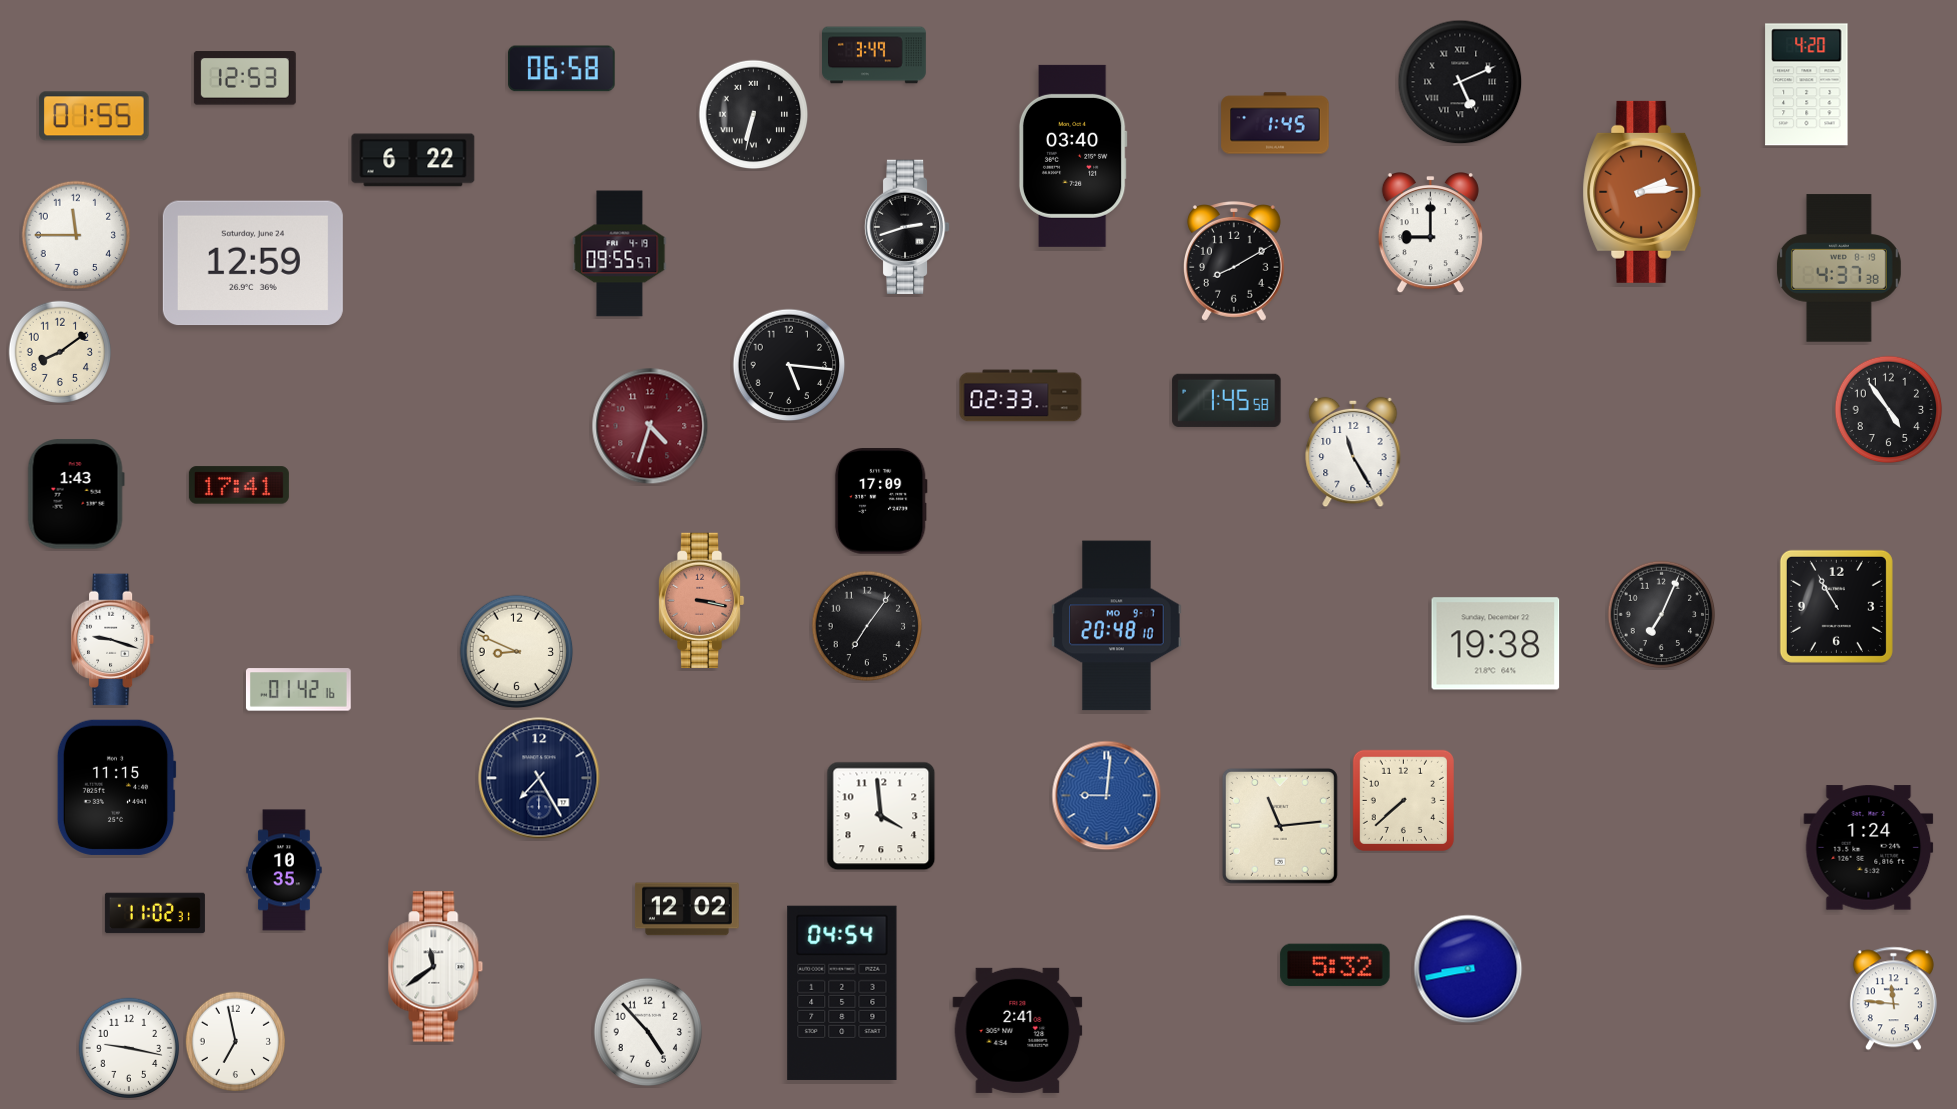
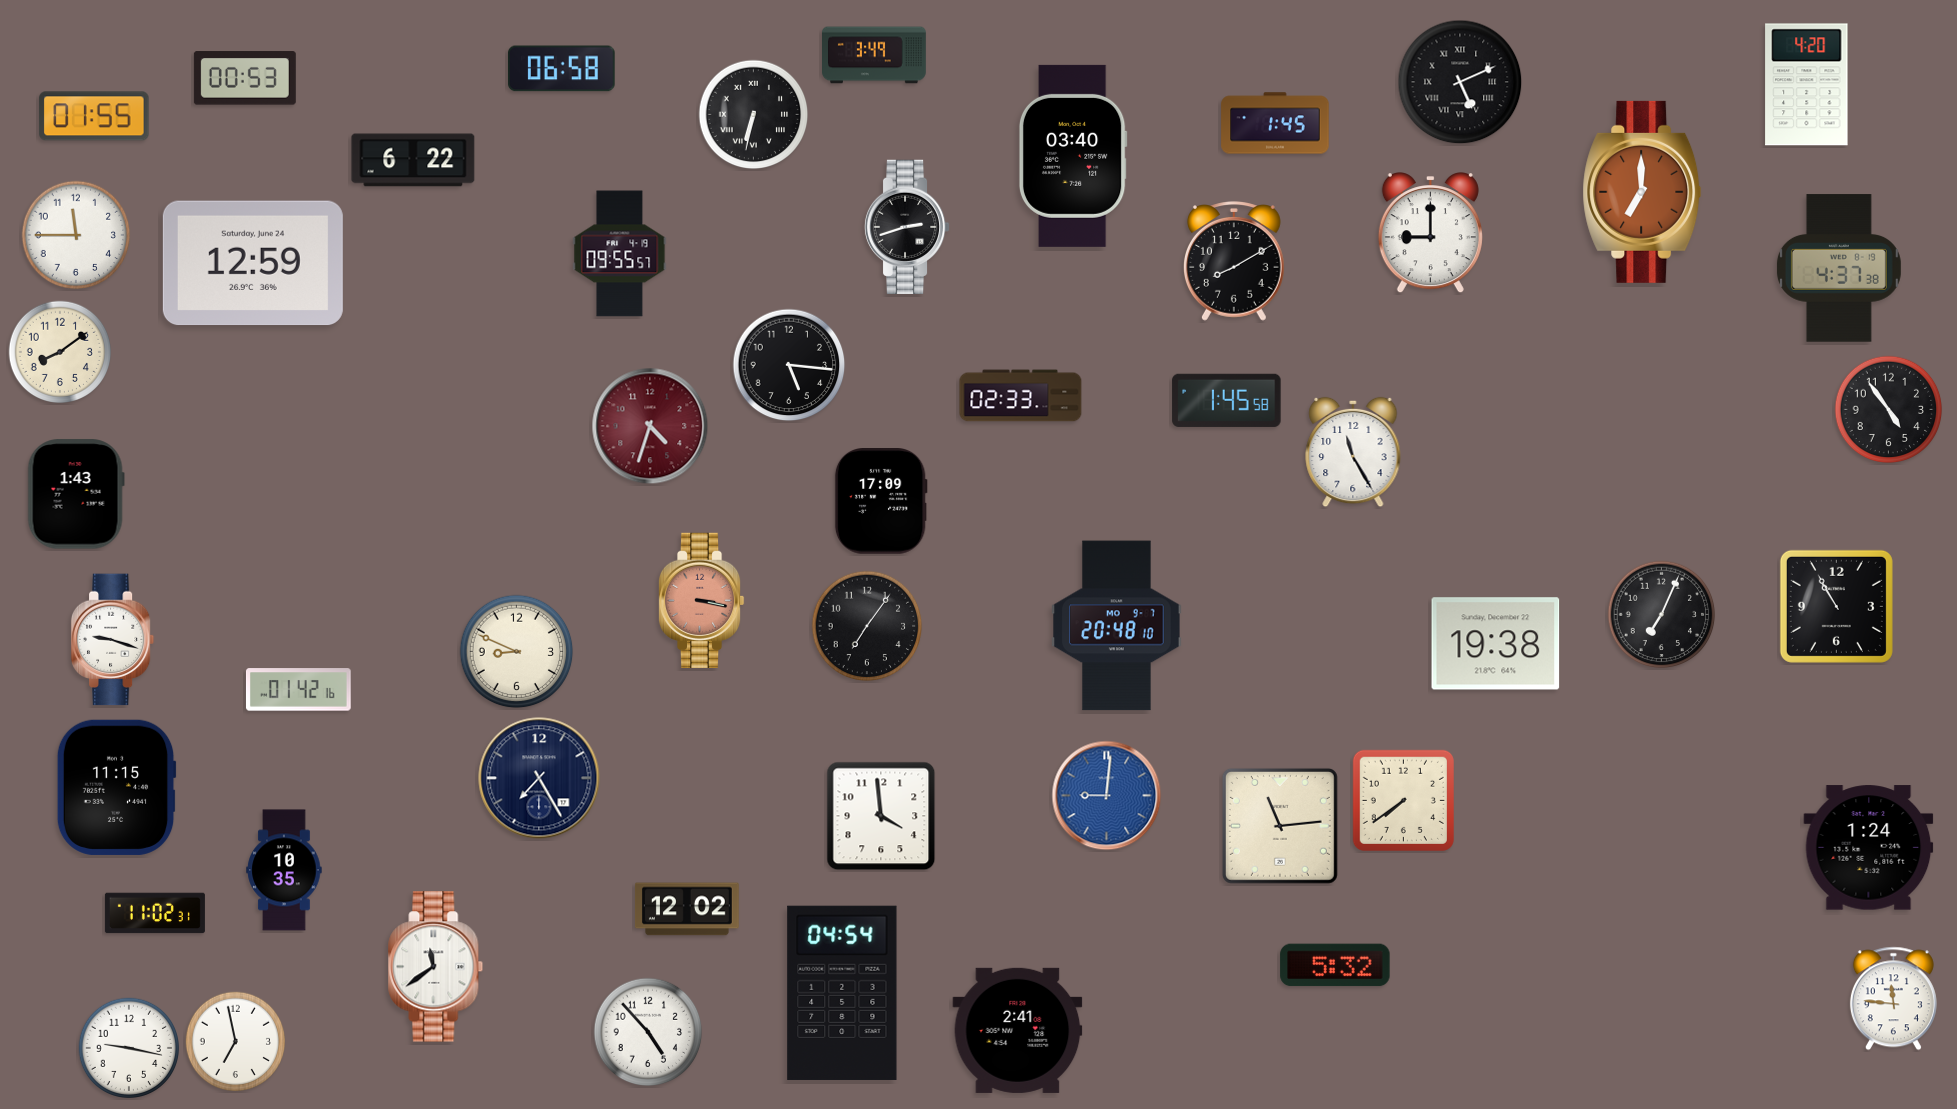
clock at (245, 78): 12:53 -> 00:53
clock at (1642, 192): 2:14 -> 7:00
clock at (239, 485): 17:41 -> none
clock at (1403, 800): 7:38 -> 7:39
clock at (1468, 969): 8:43 -> none
